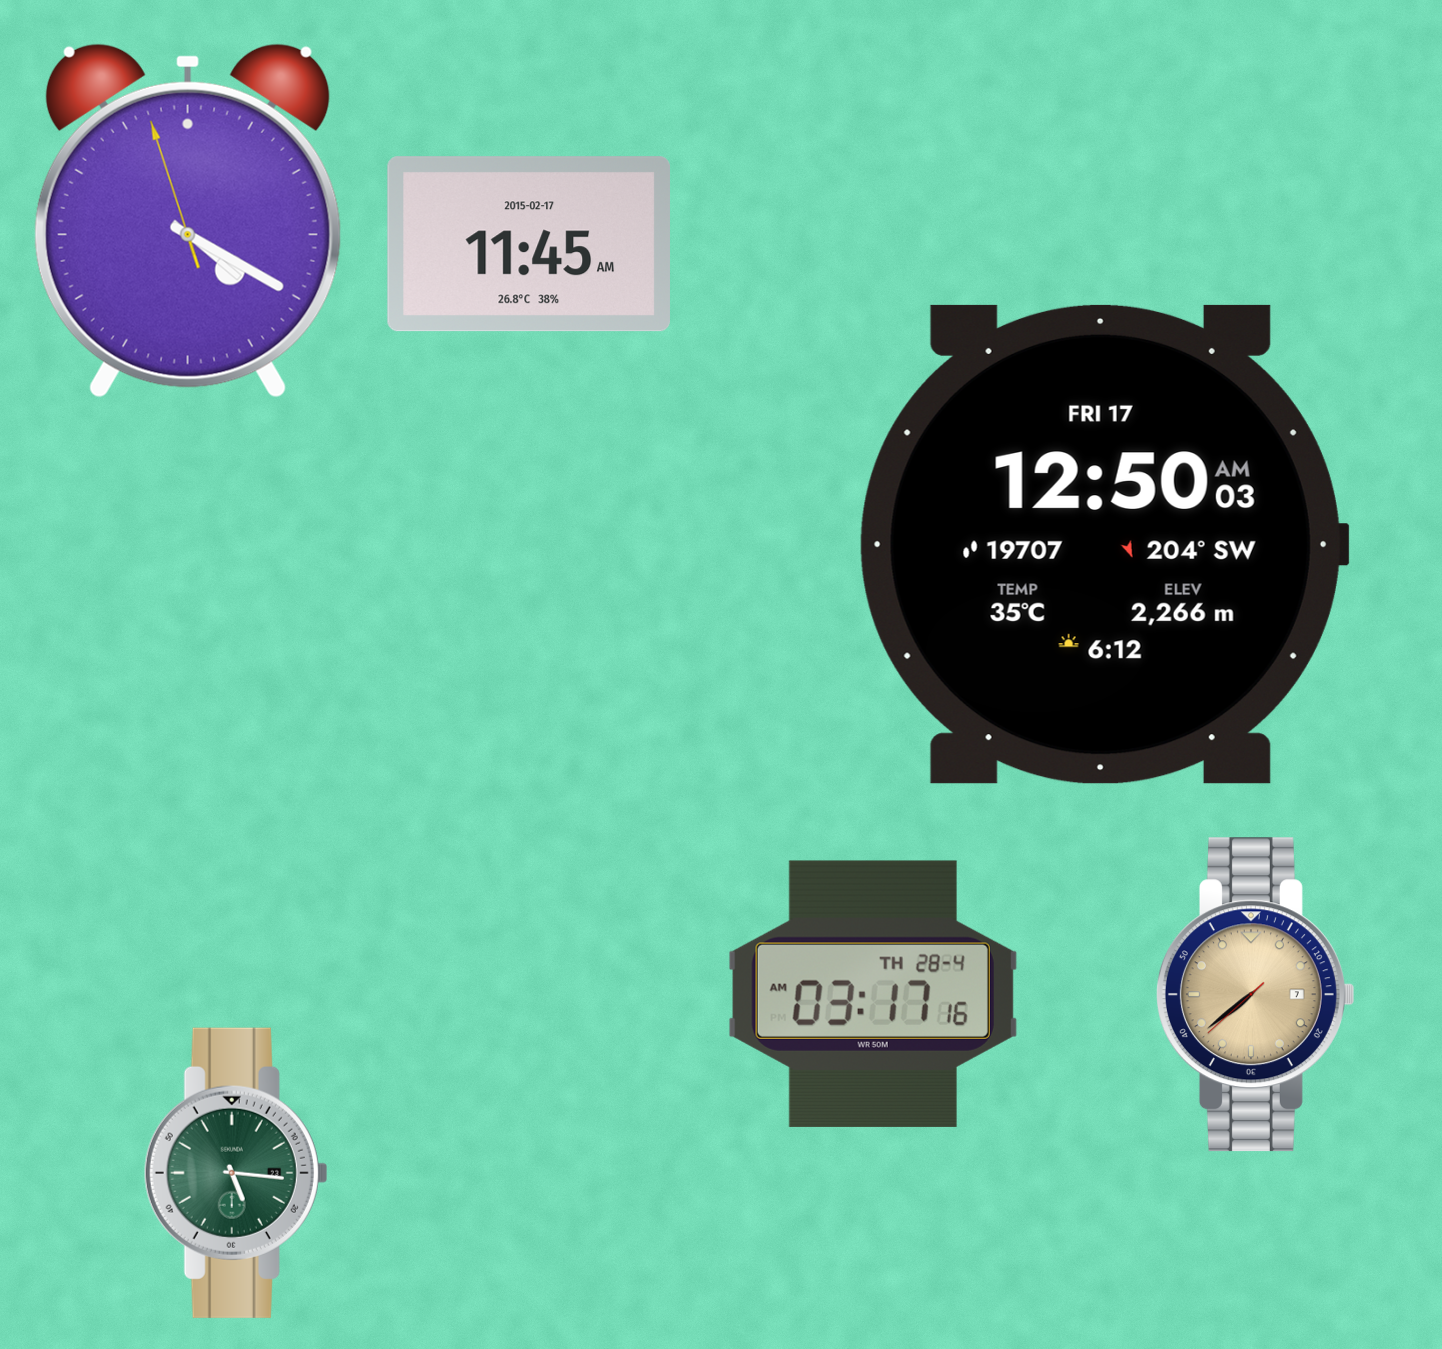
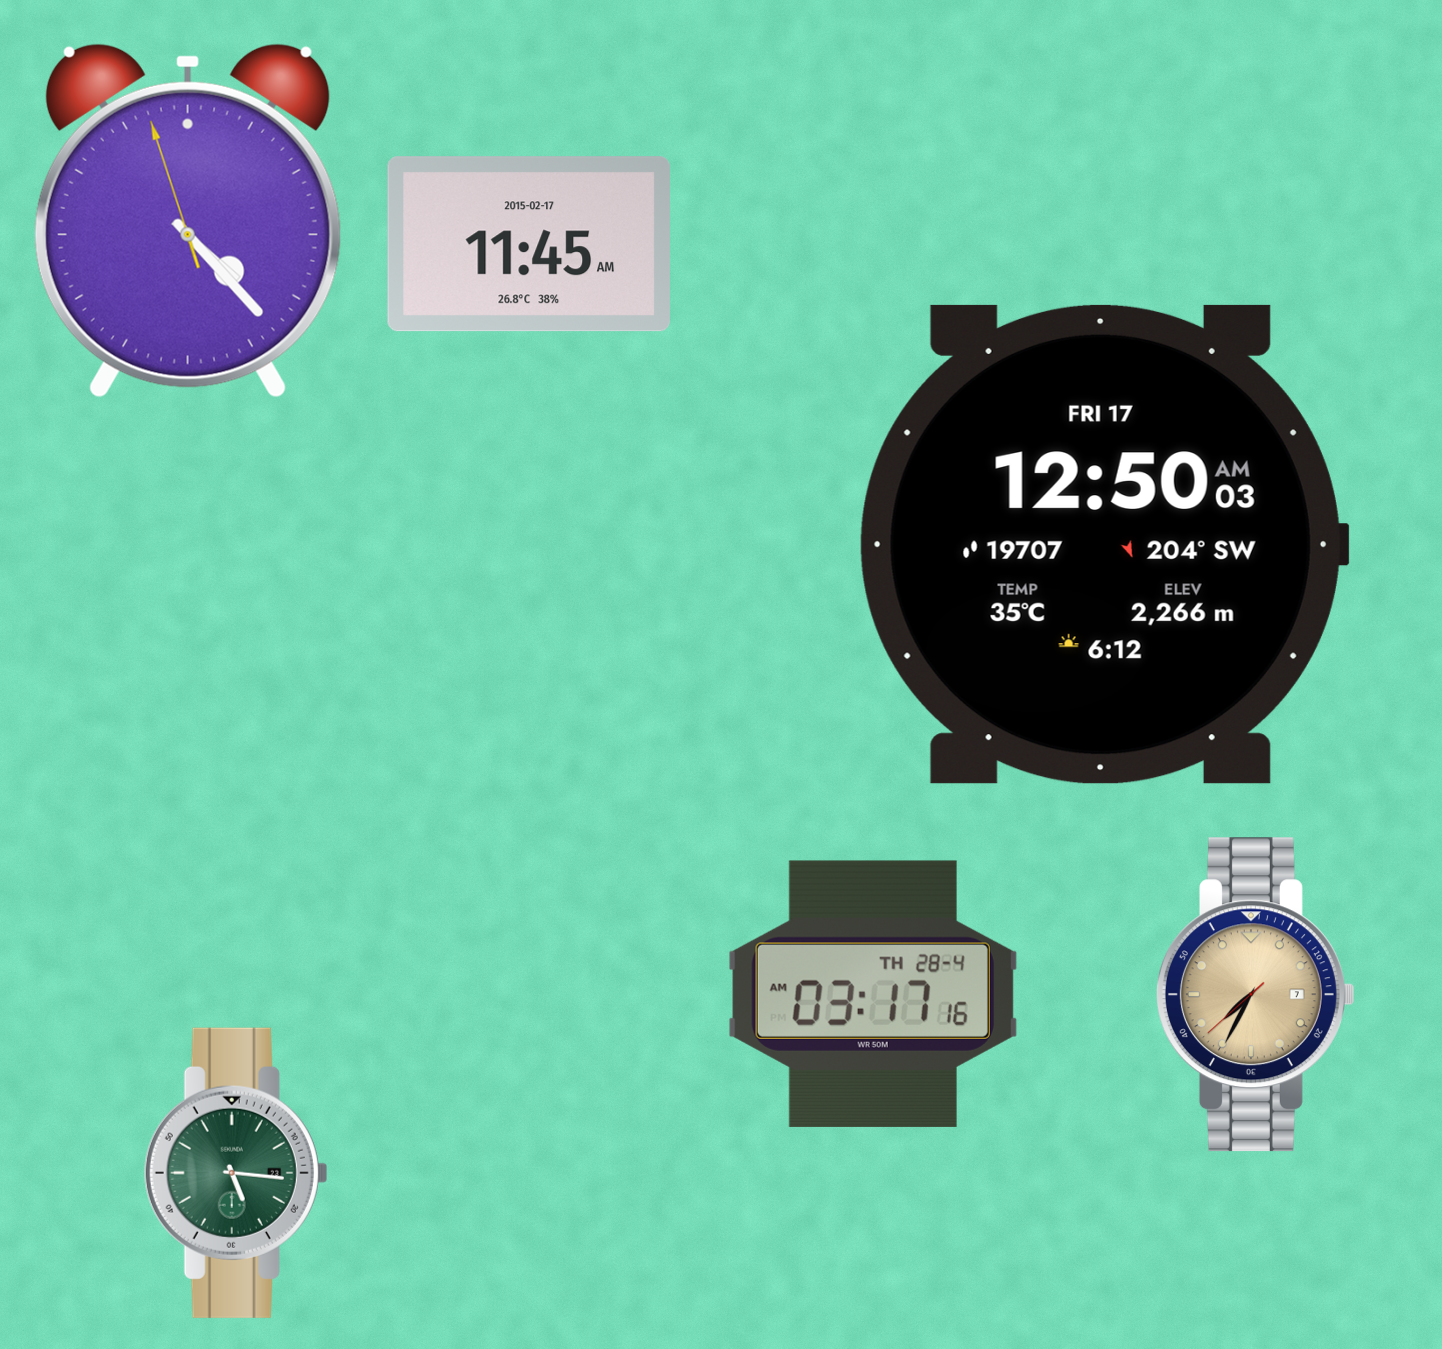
clock at (188, 221): 4:19 -> 4:22
clock at (1255, 995): 7:38 -> 7:34
